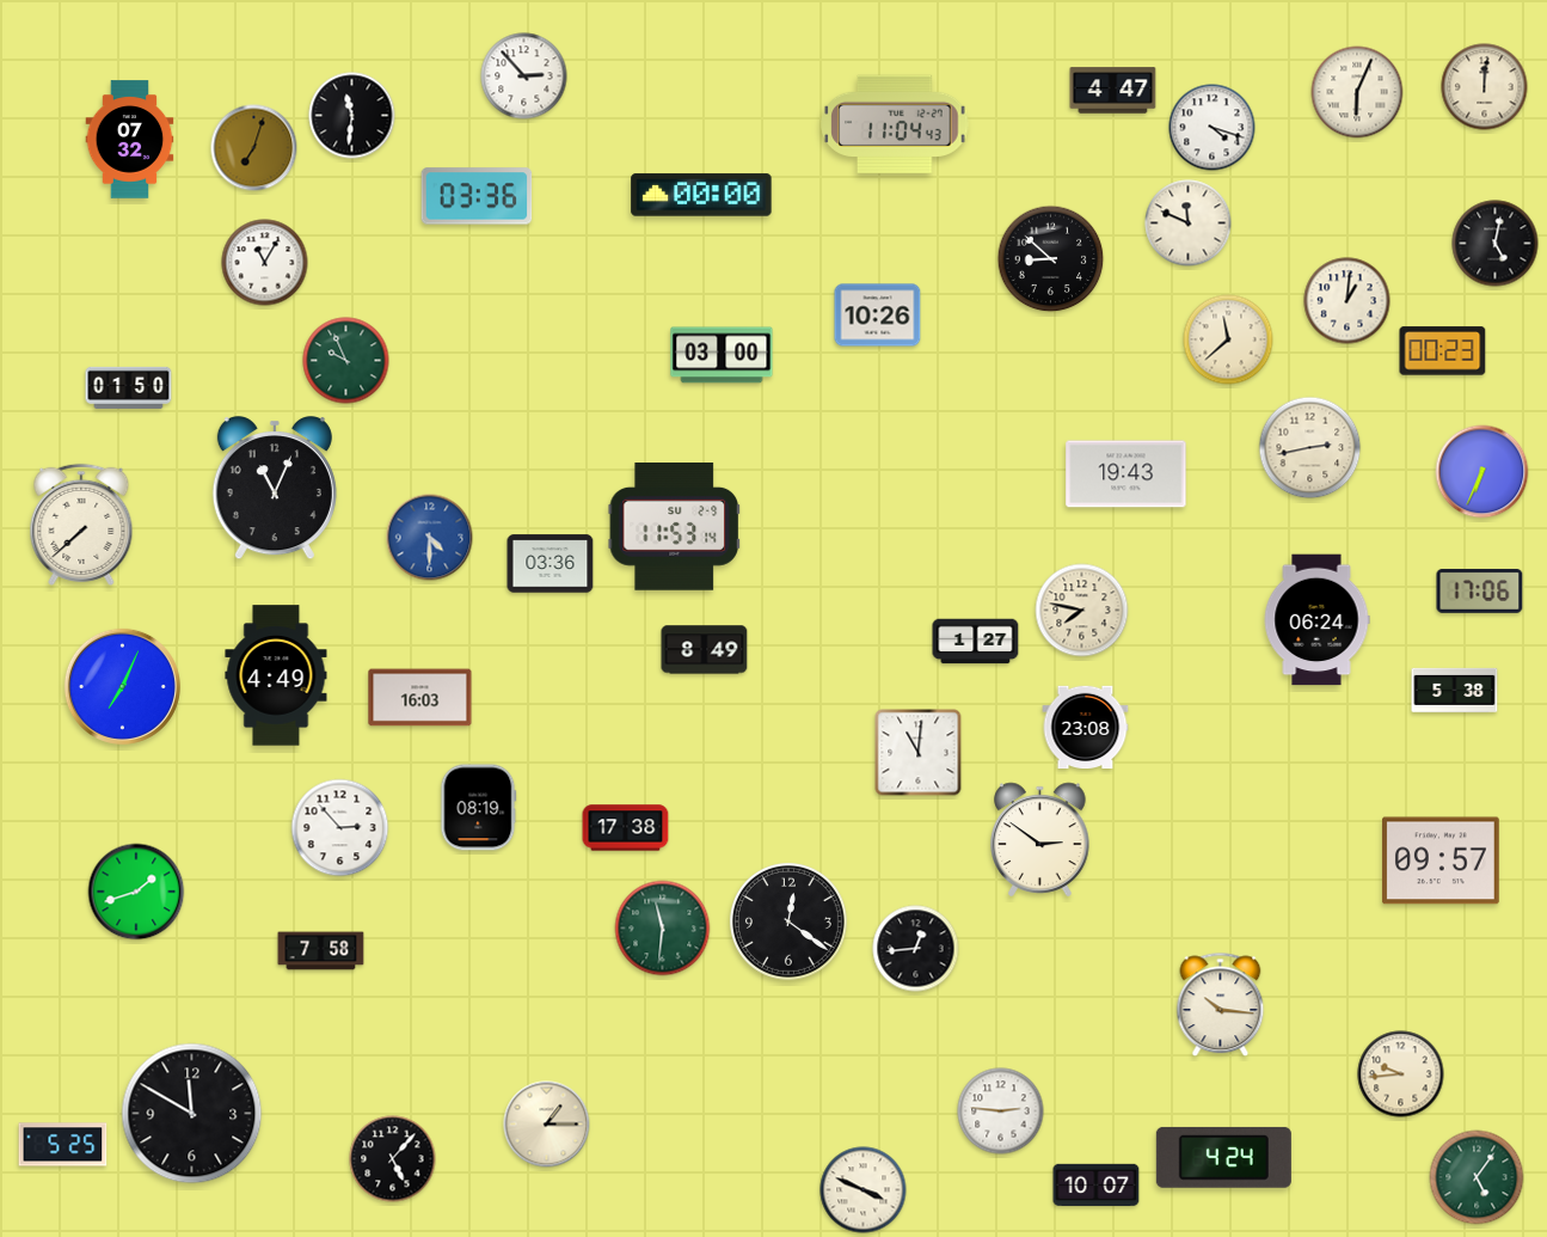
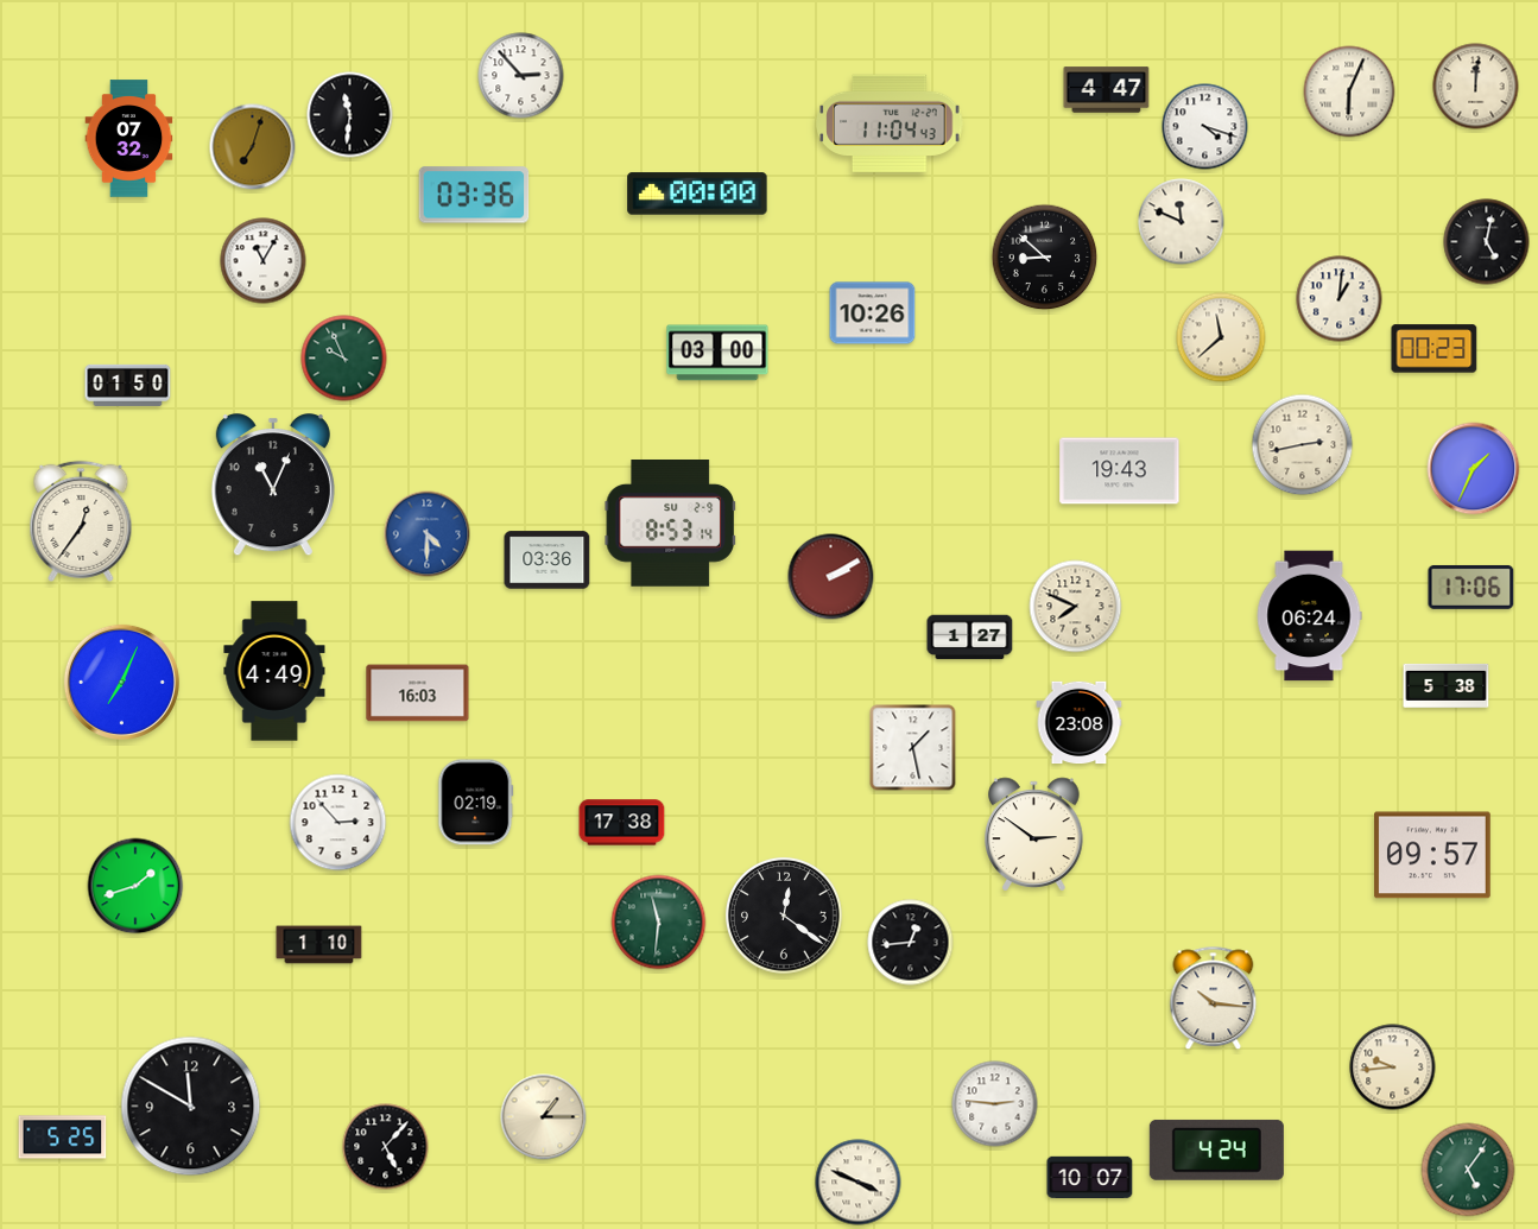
clock at (1482, 472): 6:34 -> 1:34
clock at (81, 525): 7:38 -> 12:36
clock at (674, 527): 11:53 -> 8:53
clock at (831, 577): none -> 2:10
clock at (1082, 611): 7:47 -> 7:49
clock at (705, 650): 8:49 -> none
clock at (919, 753): 11:01 -> 1:28
clock at (479, 808): 08:19 -> 02:19
clock at (321, 951): 7:58 -> 1:10
clock at (393, 1159) position: (393, 1159) -> (386, 1147)
